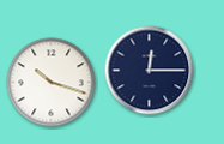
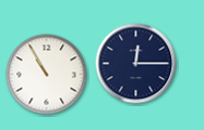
clock at (52, 83): 10:18 -> 10:55
